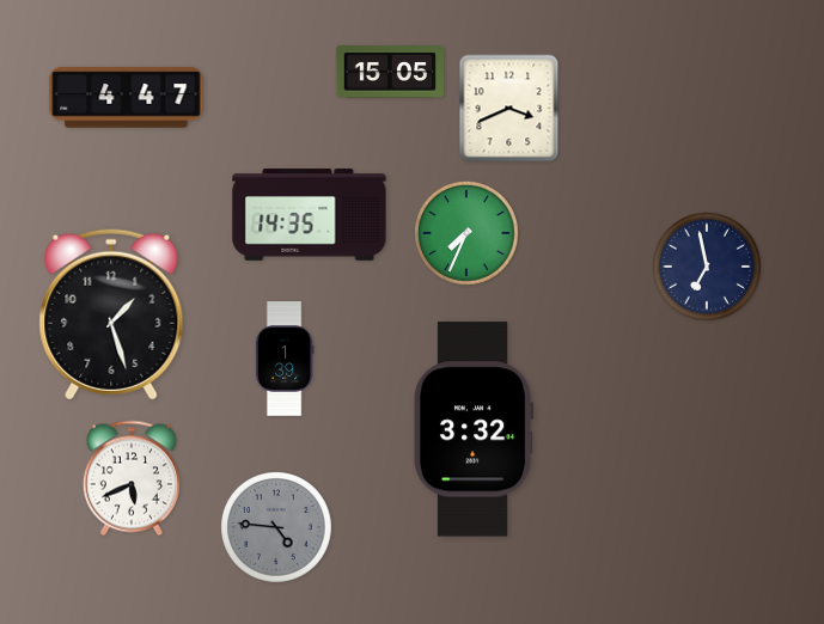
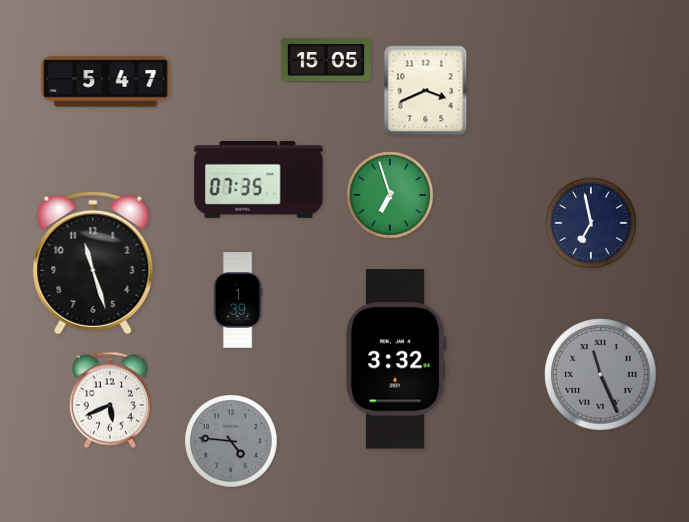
clock at (127, 98): 4:47 -> 5:47
clock at (310, 215): 14:35 -> 07:35
clock at (466, 233): 7:34 -> 6:57
clock at (111, 314): 1:27 -> 11:27
clock at (601, 375): none -> 11:26
